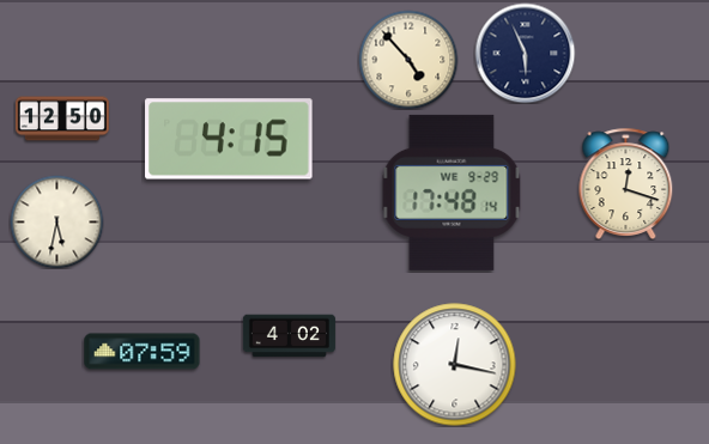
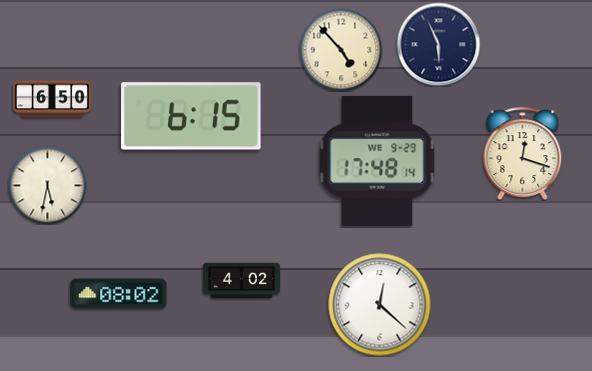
clock at (62, 118): 12:50 -> 6:50
clock at (229, 139): 4:15 -> 6:15
clock at (143, 352): 07:59 -> 08:02
clock at (455, 365): 12:17 -> 12:22
